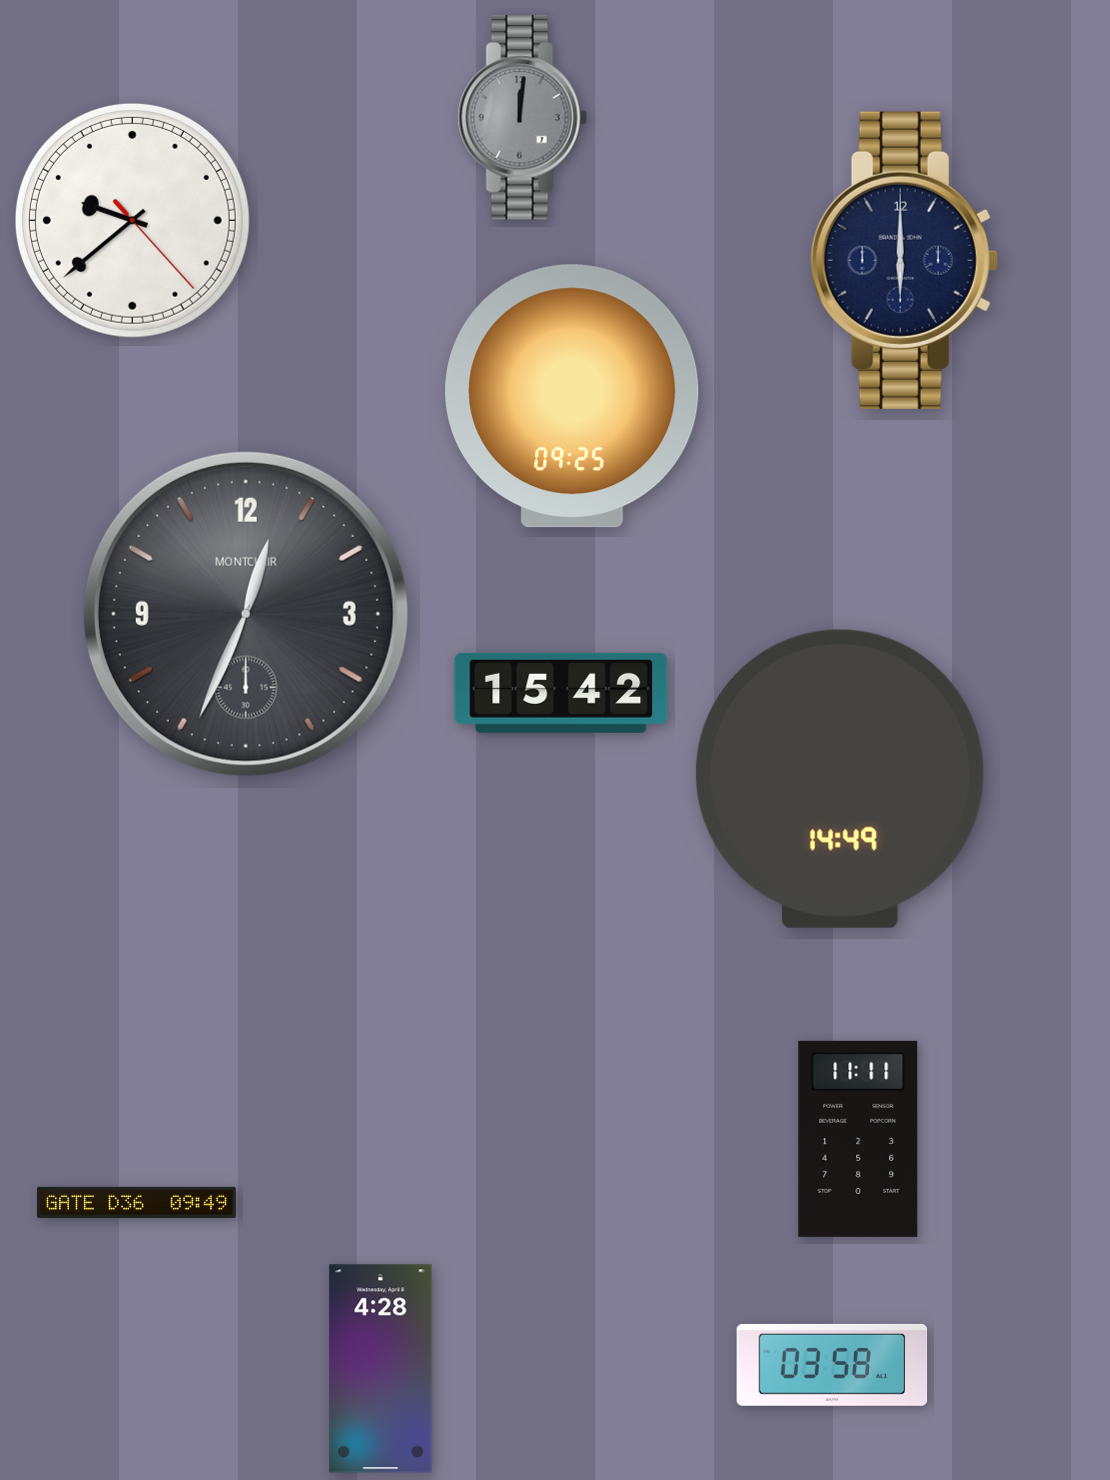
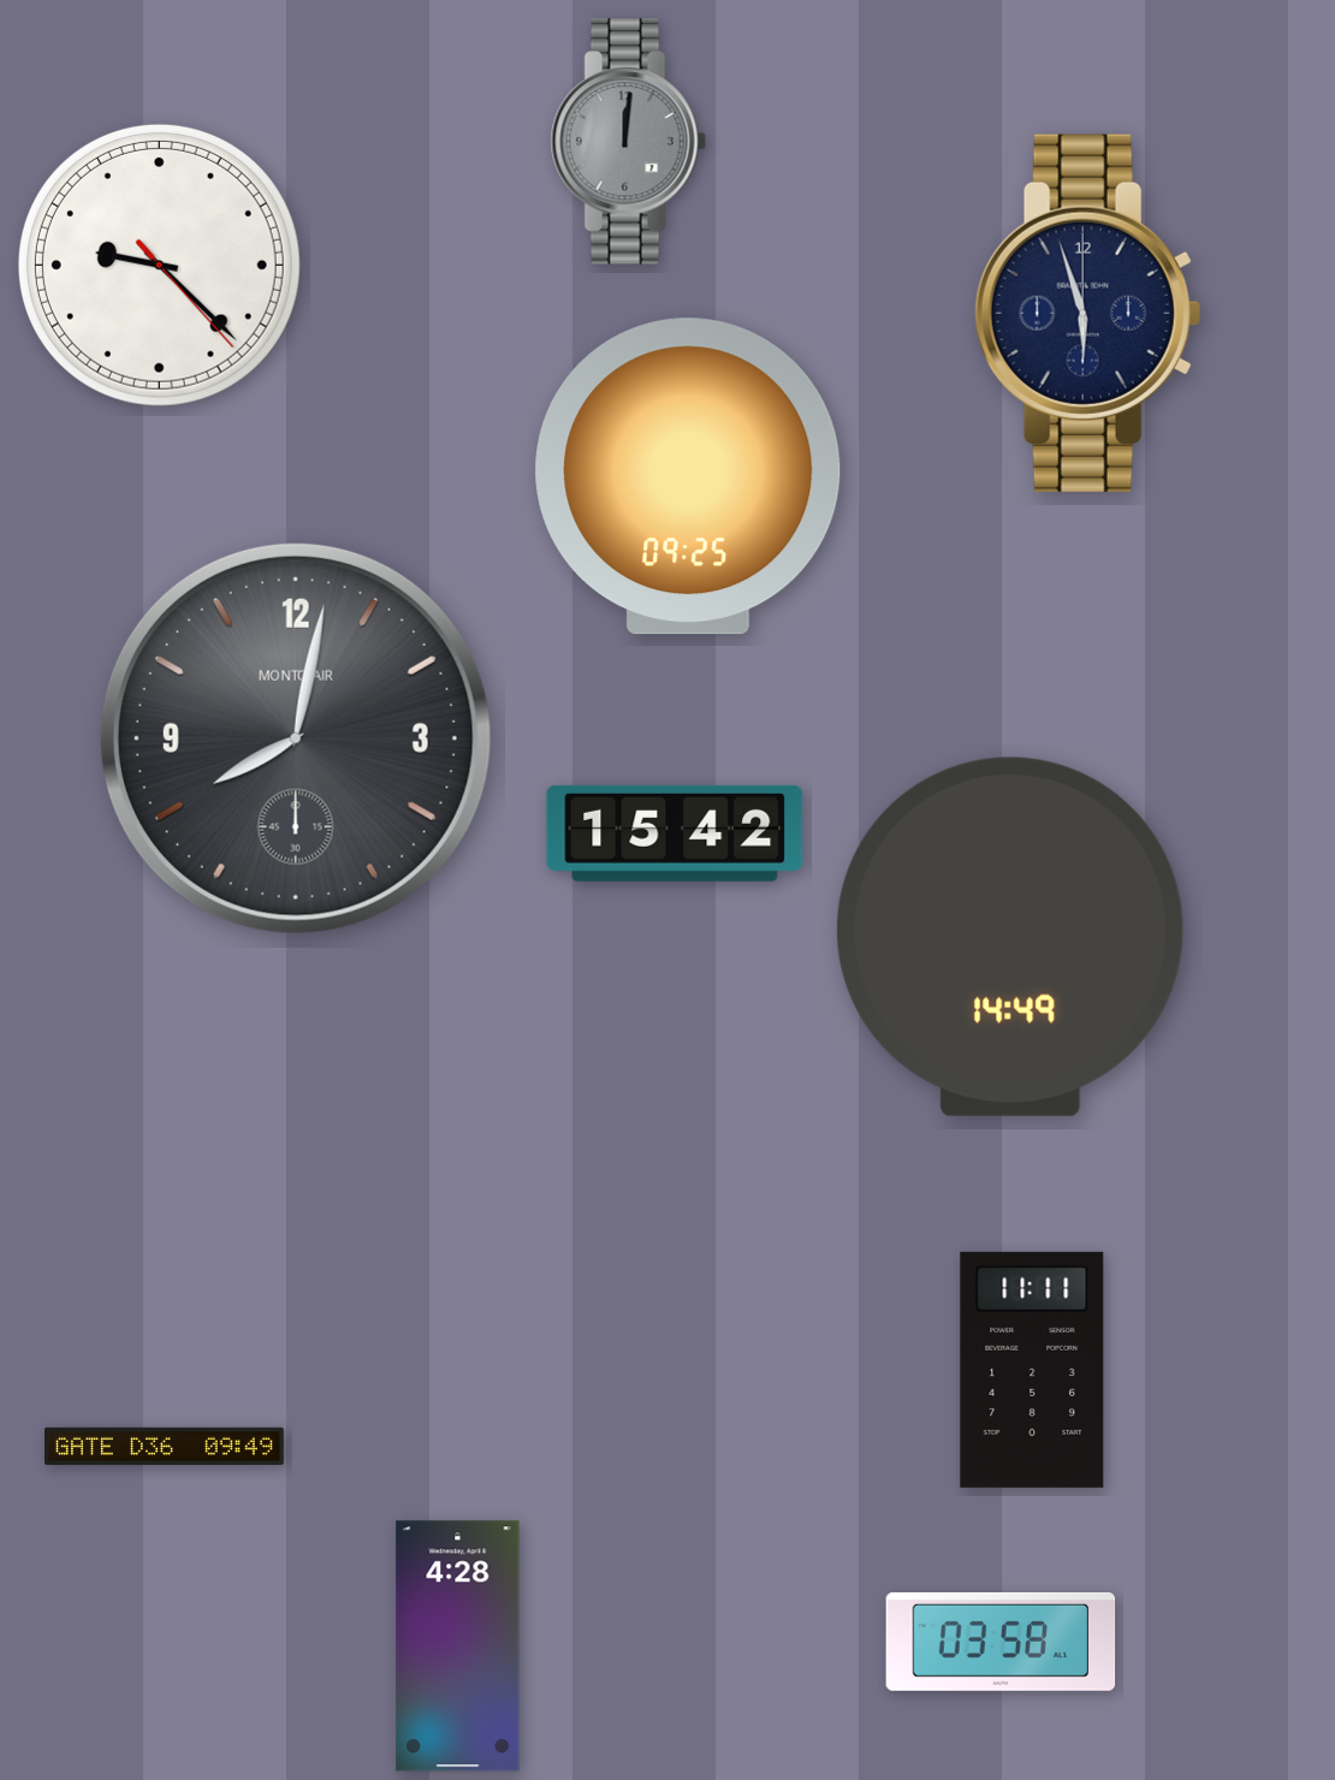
clock at (132, 220): 9:38 -> 9:22
clock at (904, 260): 6:00 -> 5:57
clock at (246, 614): 12:34 -> 8:02
